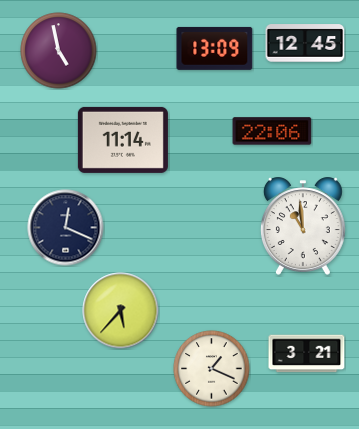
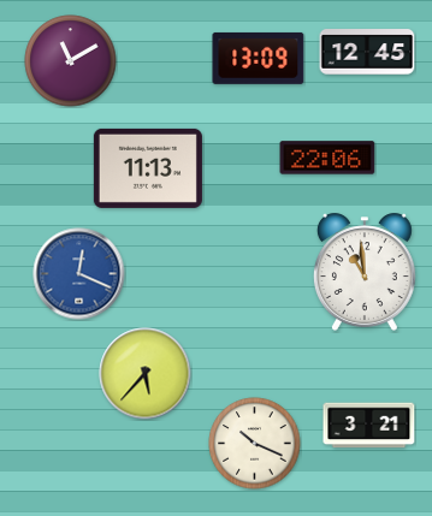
clock at (59, 51): 4:58 -> 11:10
clock at (123, 140): 11:14 -> 11:13
clock at (66, 228) dial: navy -> blue
clock at (212, 369): 1:19 -> 10:19
